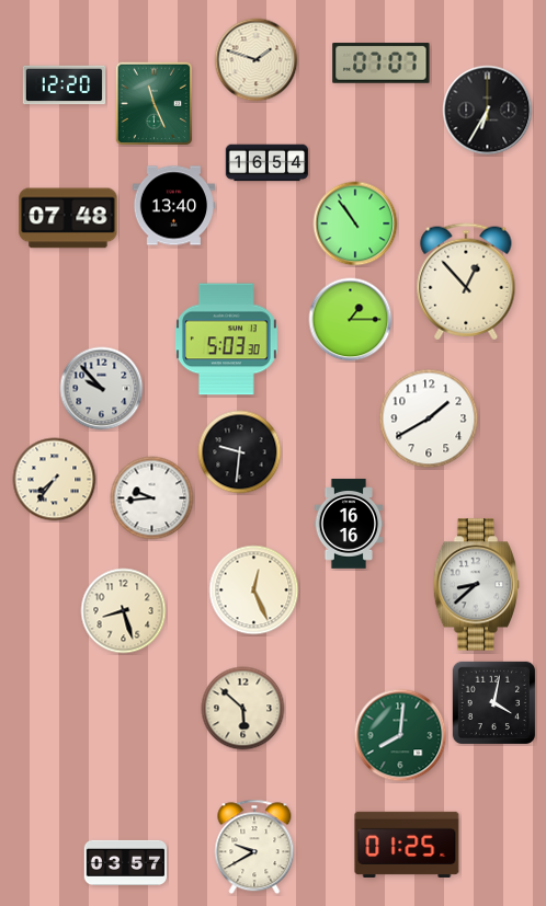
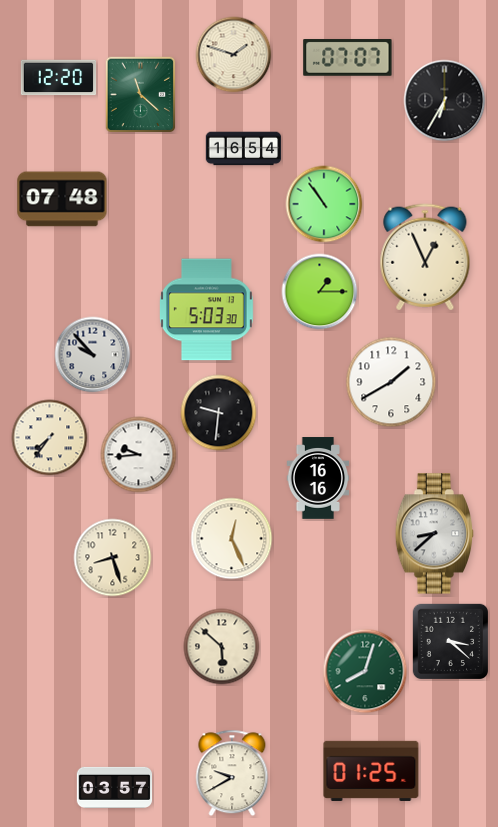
clock at (155, 104): 11:26 -> 11:22
clock at (174, 206): 13:40 -> none
clock at (466, 282): 12:53 -> 12:56
clock at (493, 702): 4:02 -> 3:22
clock at (400, 735): 8:01 -> 8:03
